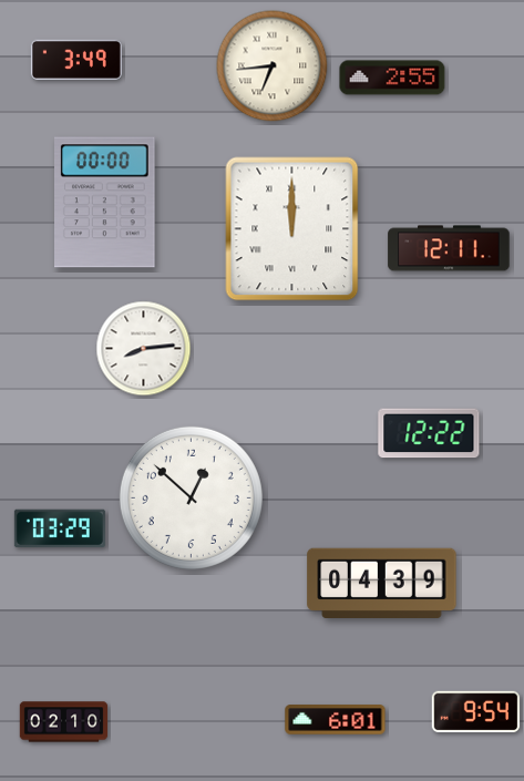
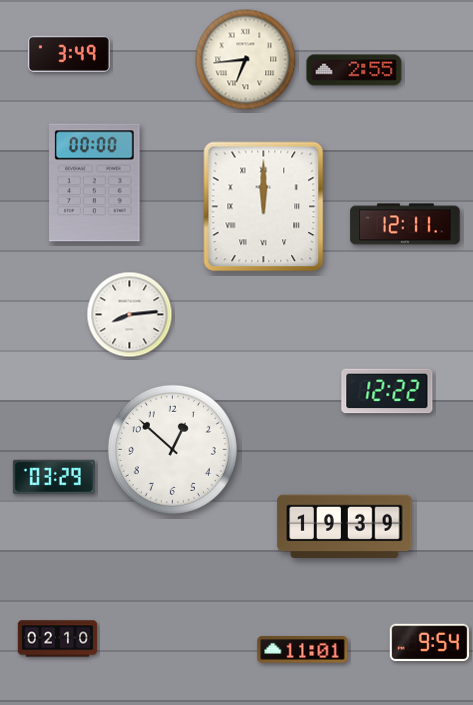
clock at (382, 583): 04:39 -> 19:39
clock at (336, 720): 6:01 -> 11:01
clock at (64, 722) position: (64, 722) -> (58, 639)
